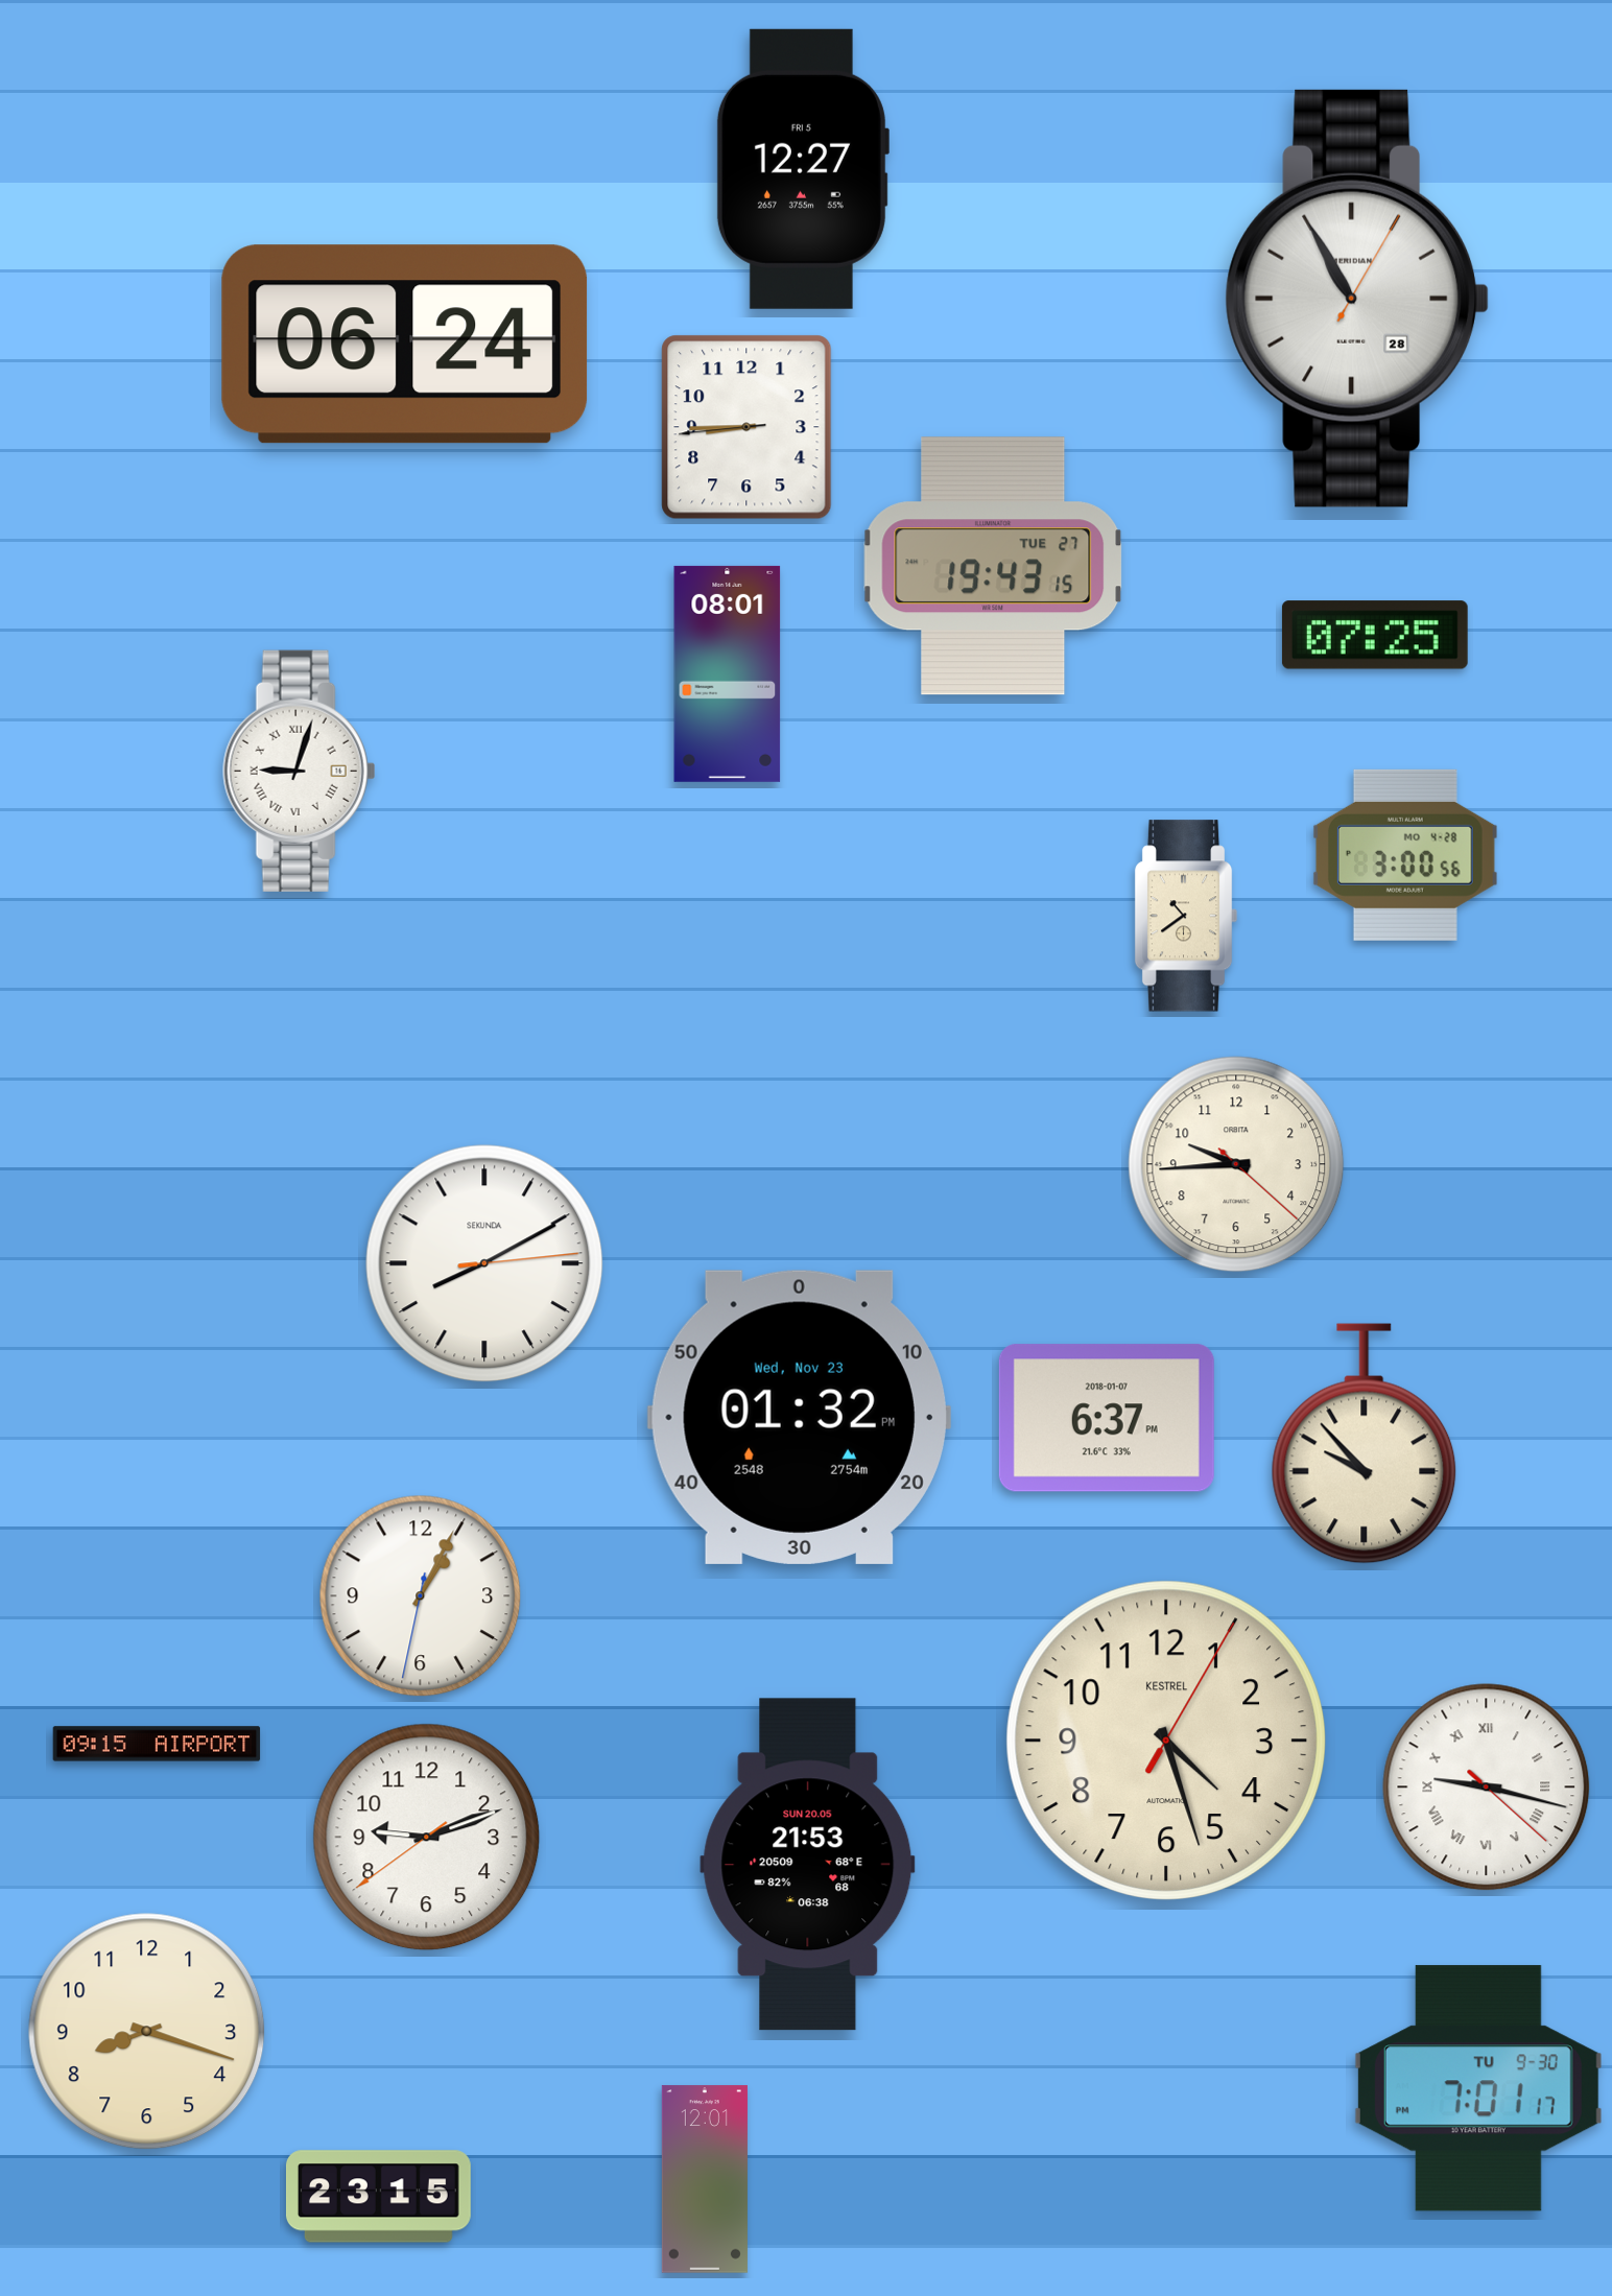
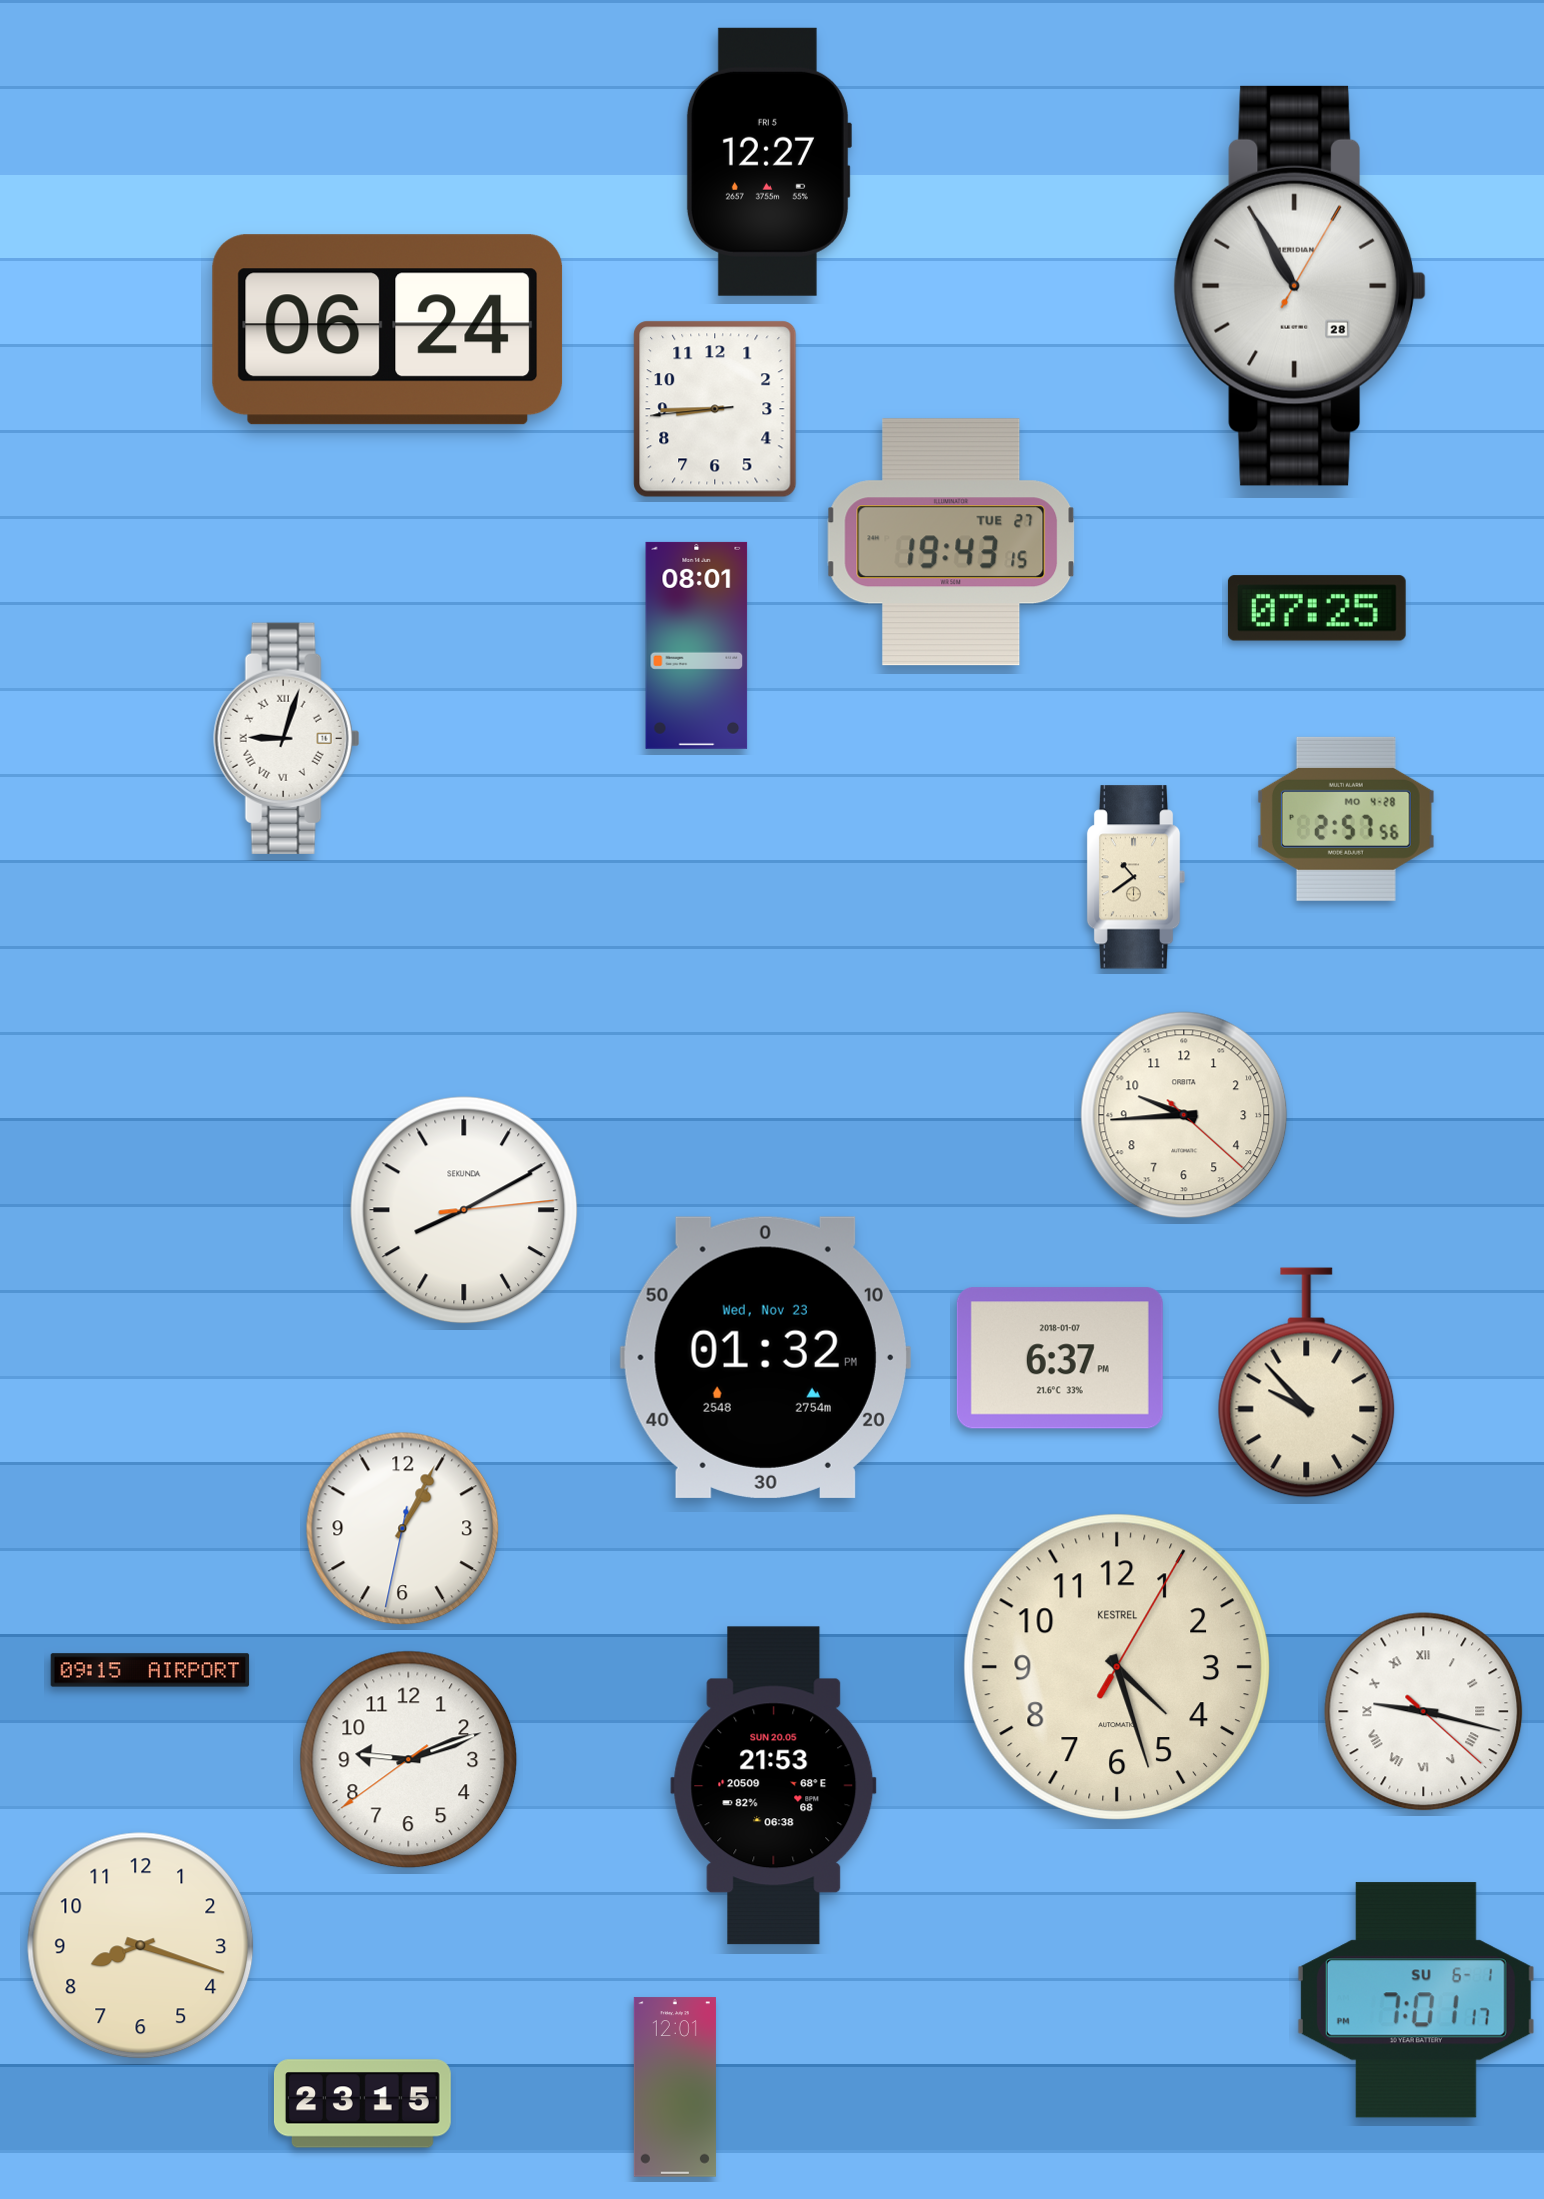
clock at (1405, 855): 3:00 -> 2:57
clock at (1478, 2088) date: TU 9-30 -> SU 6-1
